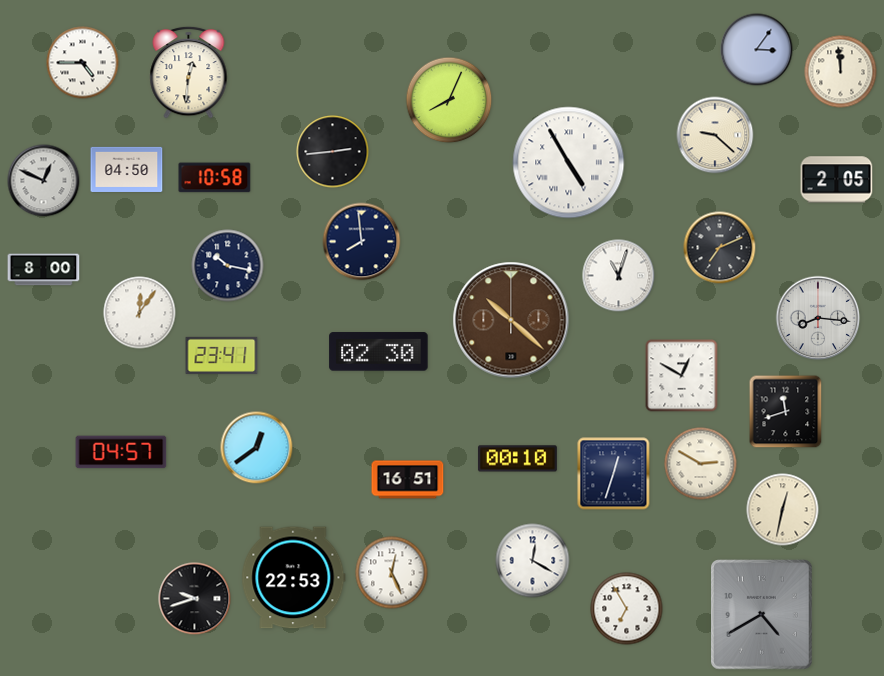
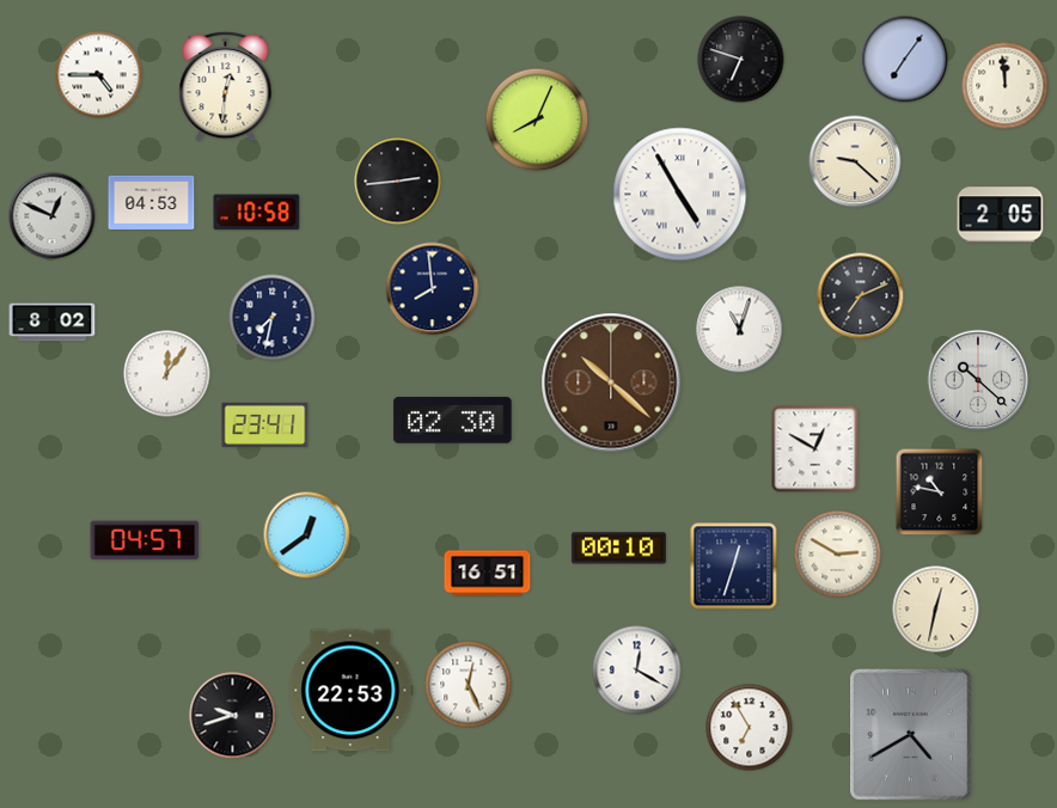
clock at (741, 60): none -> 6:48
clock at (757, 50): 3:06 -> 7:06
clock at (127, 169): 04:50 -> 04:53
clock at (228, 266): 10:17 -> 7:32
clock at (44, 270): 8:00 -> 8:02
clock at (818, 318): 8:16 -> 10:22
clock at (786, 412): 11:42 -> 10:47
